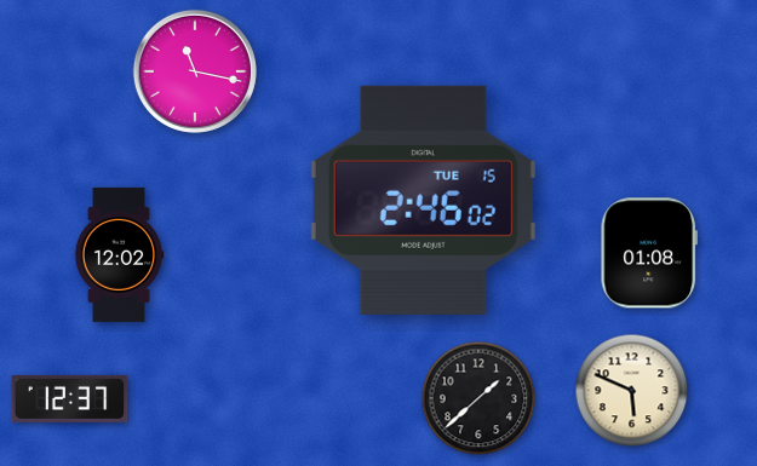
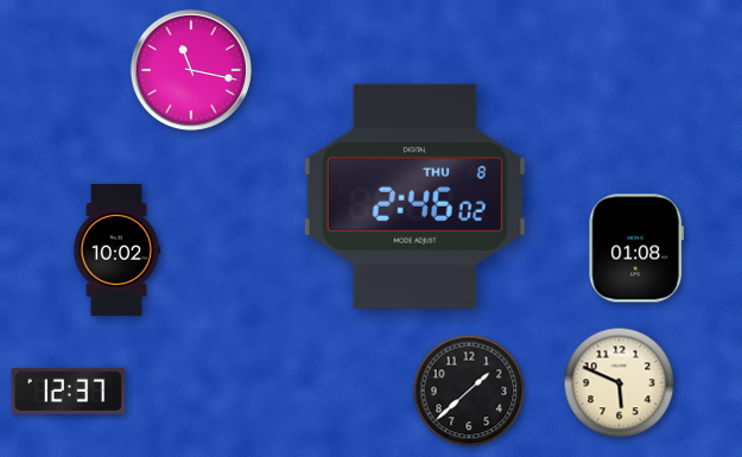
clock at (423, 200) date: TUE 15 -> THU 8
clock at (119, 254): 12:02 -> 10:02
